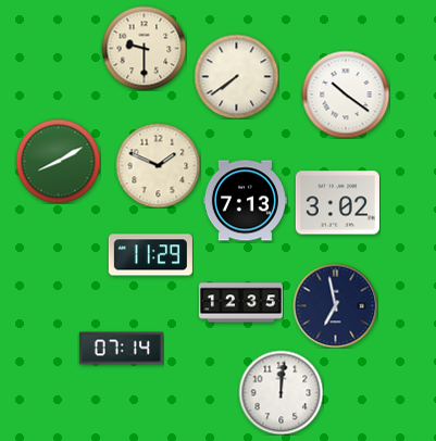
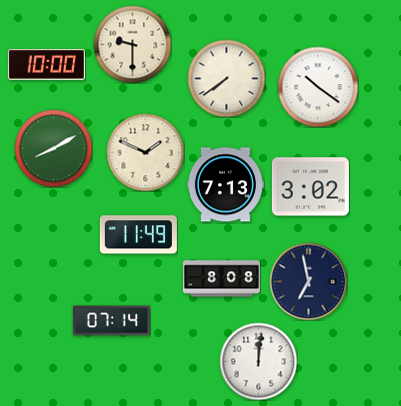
clock at (46, 65): none -> 10:00
clock at (236, 76) position: (236, 76) -> (226, 78)
clock at (150, 255): 11:29 -> 11:49
clock at (240, 303): 12:35 -> 8:08
